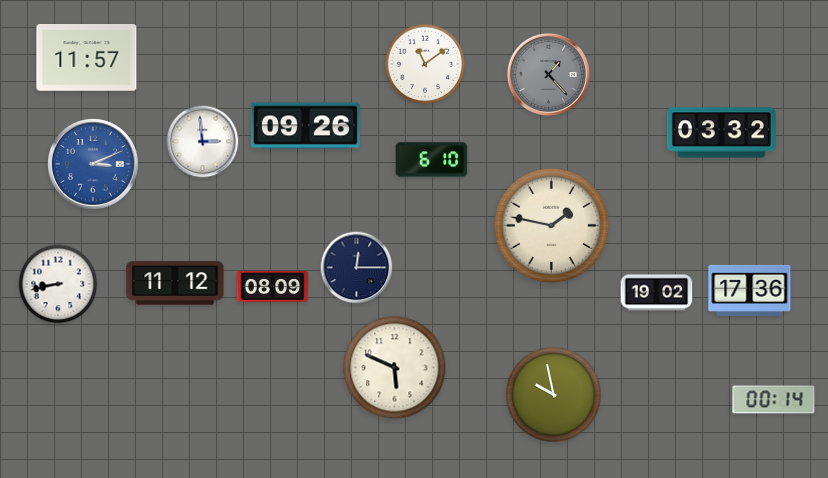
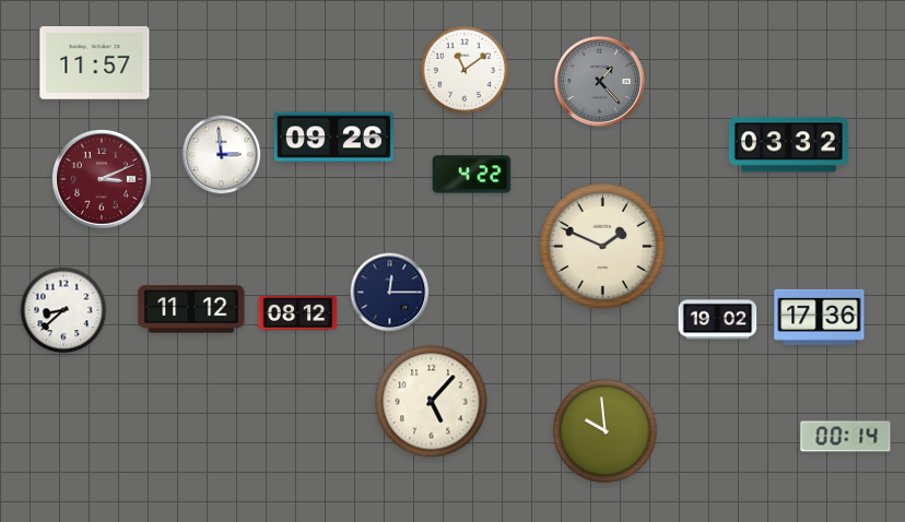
clock at (432, 160): 6:10 -> 4:22
clock at (93, 164) dial: blue -> burgundy
clock at (552, 226): 1:47 -> 1:49
clock at (58, 284): 8:43 -> 8:38
clock at (273, 287): 08:09 -> 08:12
clock at (395, 368): 5:49 -> 5:07
clock at (554, 395): 9:58 -> 9:59
